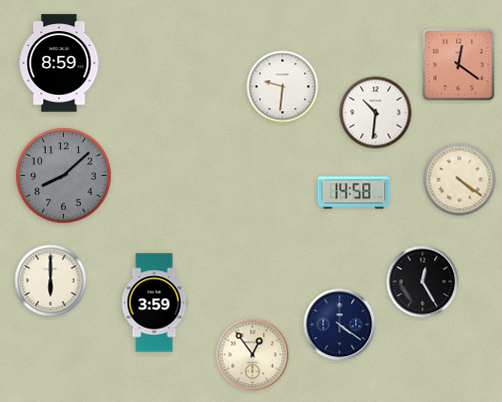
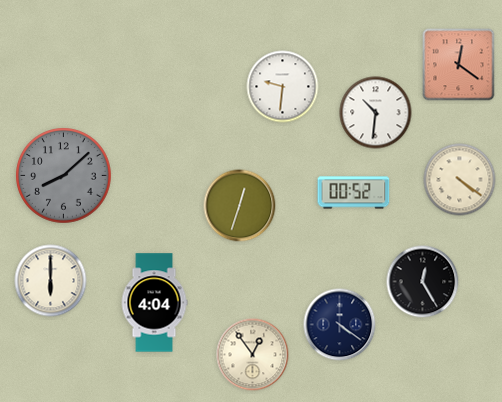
clock at (59, 63): 8:59 -> none
clock at (354, 193): 14:58 -> 00:52
clock at (240, 206): none -> 12:33
clock at (154, 303): 3:59 -> 4:04
